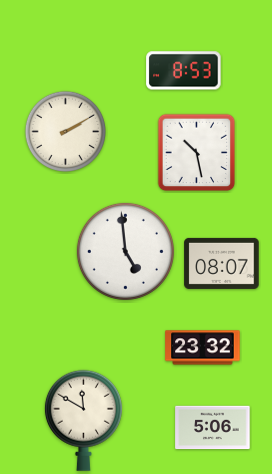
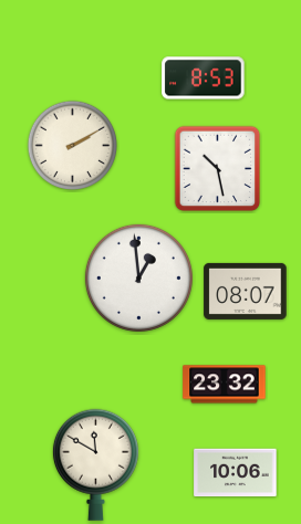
clock at (125, 251): 4:59 -> 12:59
clock at (83, 420) position: (83, 420) -> (95, 464)
clock at (213, 428): 5:06 -> 10:06
